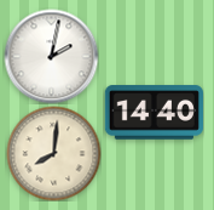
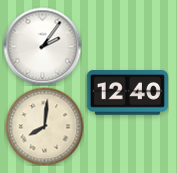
clock at (51, 56): 2:02 -> 2:06
clock at (154, 113): 14:40 -> 12:40
